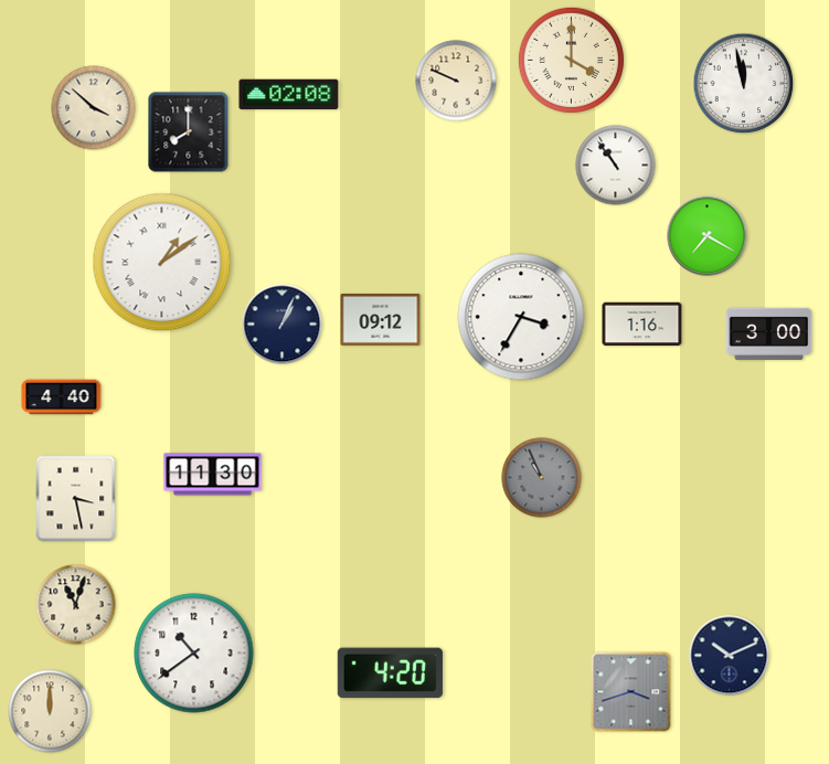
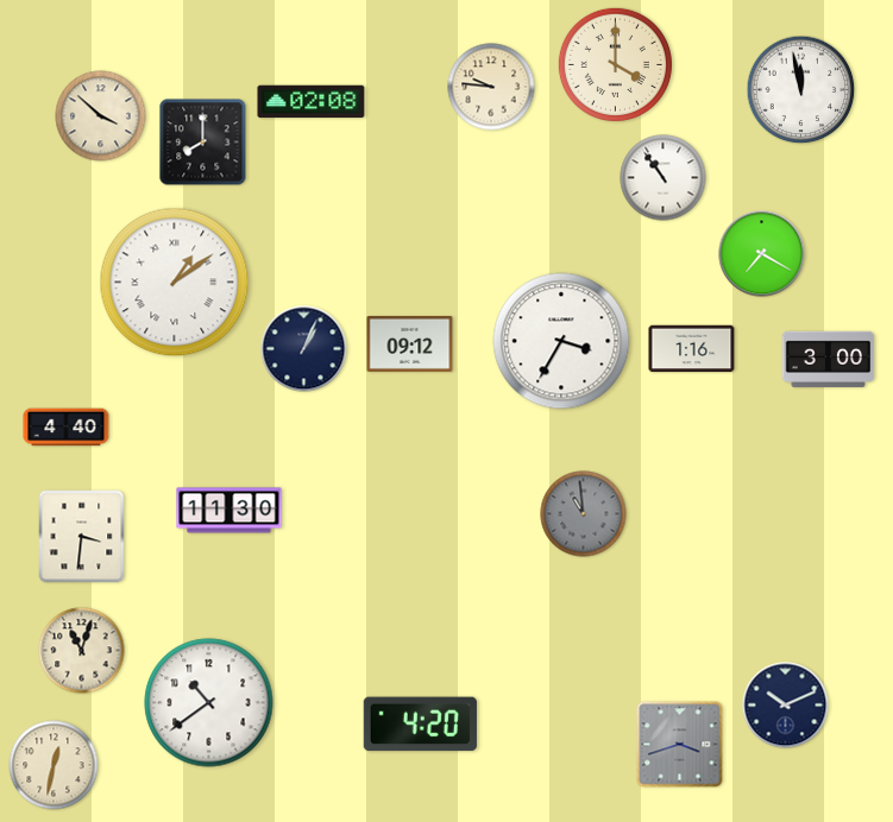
clock at (456, 81): 9:49 -> 9:46
clock at (542, 478): 10:56 -> 10:59
clock at (76, 499): 3:28 -> 3:31
clock at (50, 711): 12:00 -> 12:32
